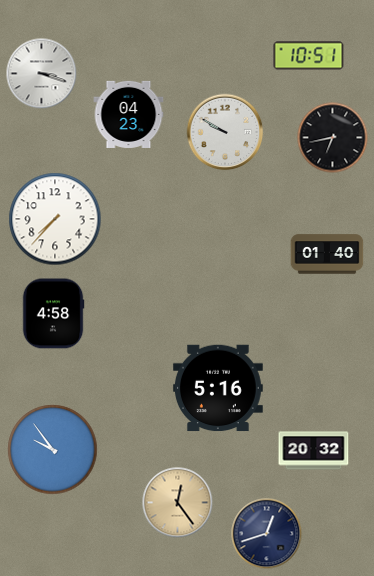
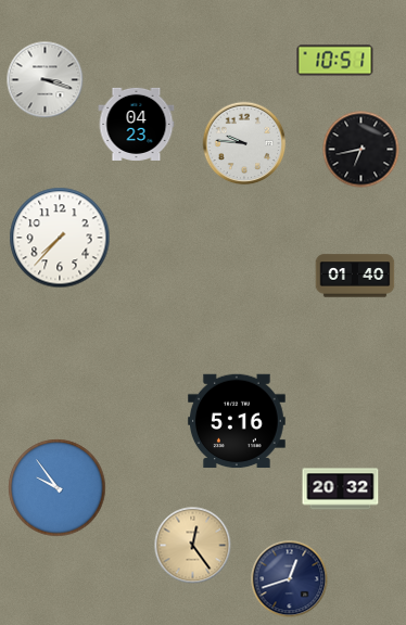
clock at (129, 114) position: (129, 114) -> (137, 124)
clock at (225, 132): 9:50 -> 9:46
clock at (53, 314): 4:58 -> none
